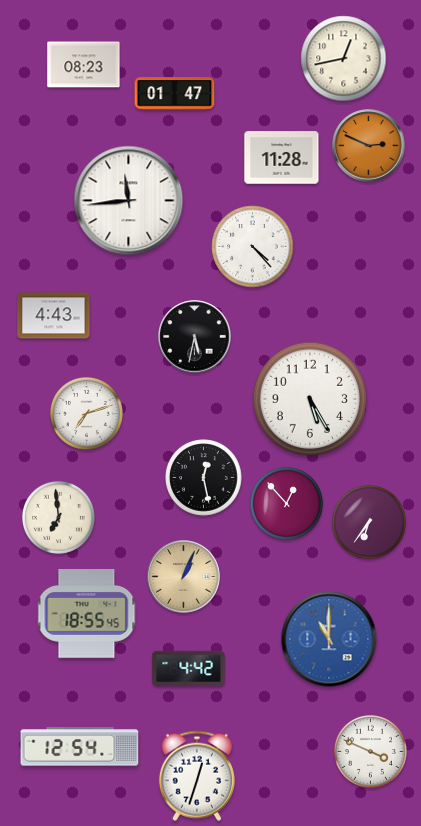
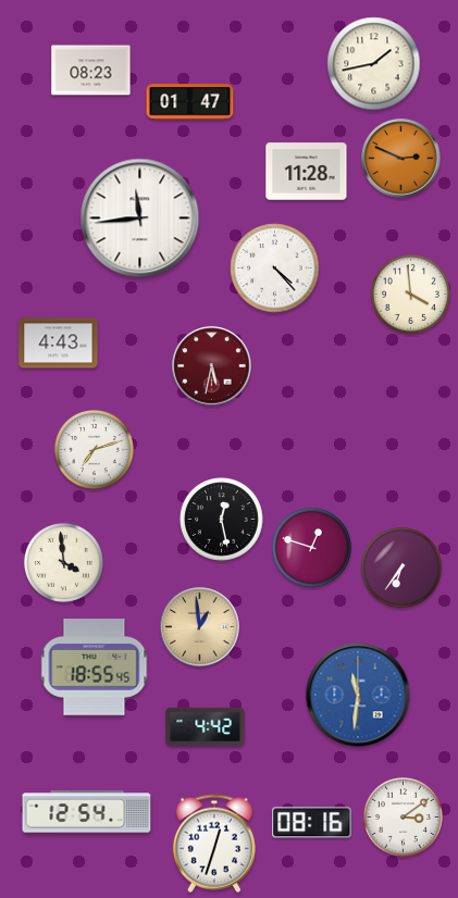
clock at (344, 59): 12:43 -> 1:43
clock at (410, 294): none -> 3:59
clock at (195, 337) dial: black -> burgundy
clock at (310, 398): 5:25 -> none
clock at (286, 503): 12:53 -> 12:48
clock at (58, 517): 6:59 -> 3:59
clock at (184, 577): 1:04 -> 12:59
clock at (329, 639): 11:00 -> 11:31
clock at (370, 751): 3:49 -> 3:09
clock at (312, 823): none -> 08:16
